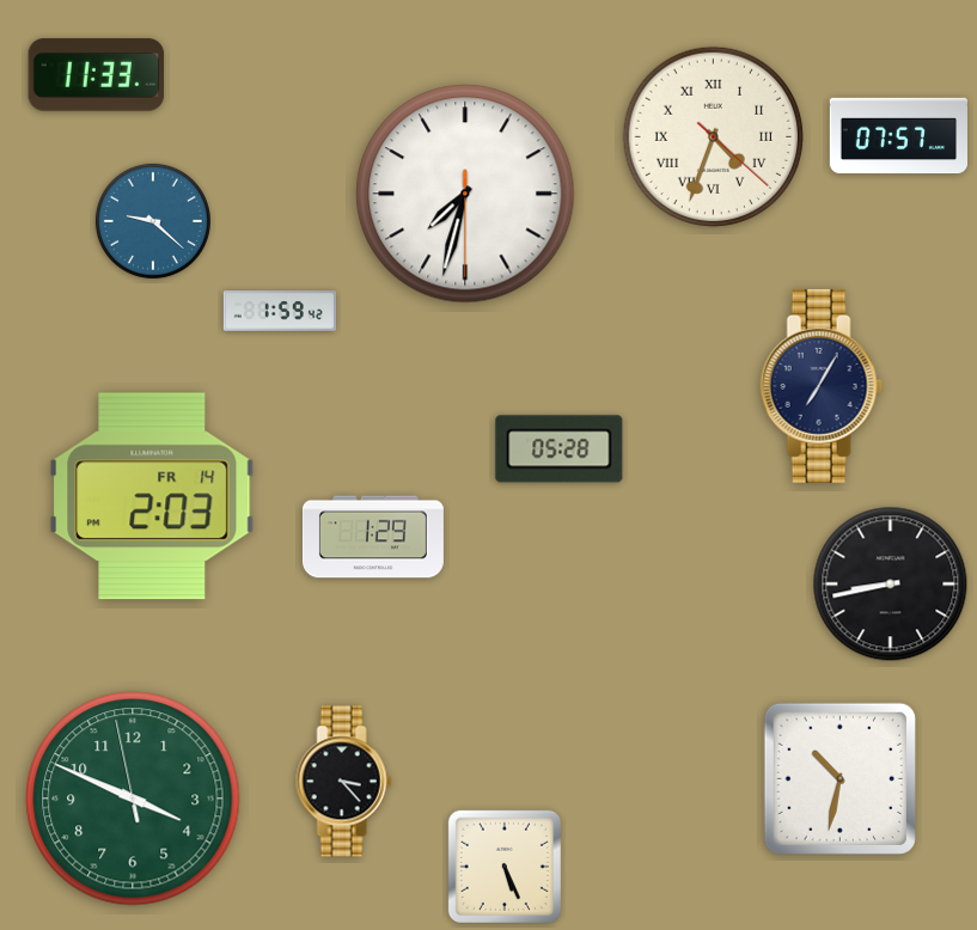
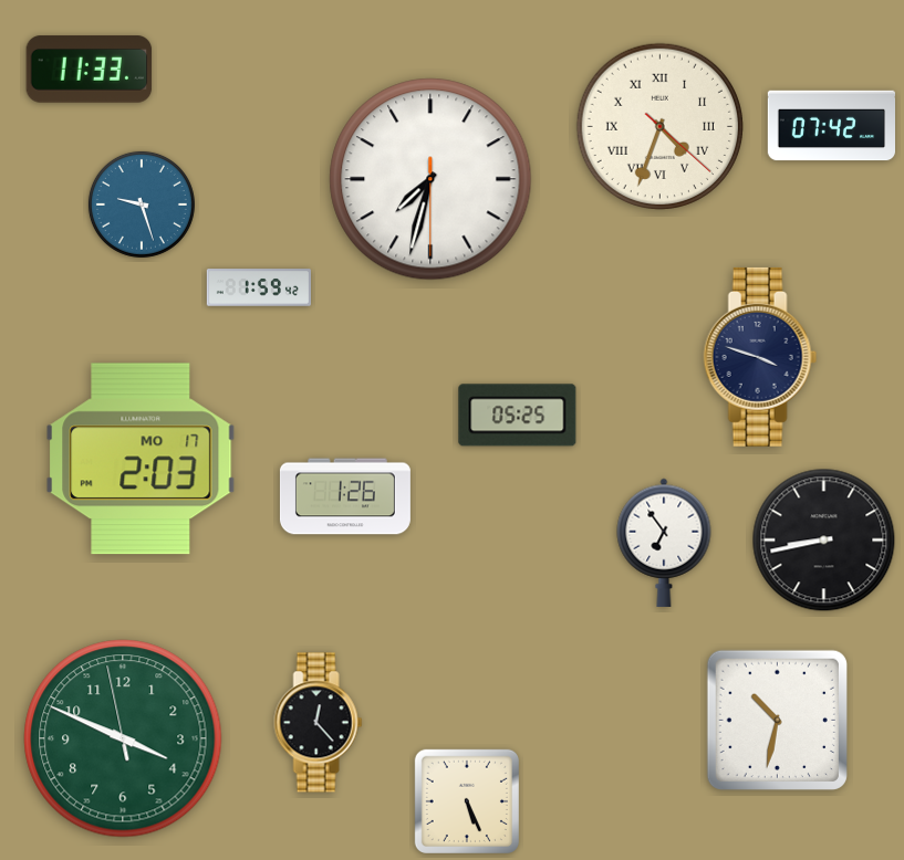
clock at (898, 136): 07:57 -> 07:42
clock at (153, 221): 9:22 -> 9:27
clock at (822, 386): 7:05 -> 3:48
clock at (560, 449): 05:28 -> 05:25
clock at (152, 496) date: FR 14 -> MO 17
clock at (373, 537): 1:29 -> 1:26
clock at (664, 543): none -> 6:54
clock at (344, 782): 3:23 -> 12:23
